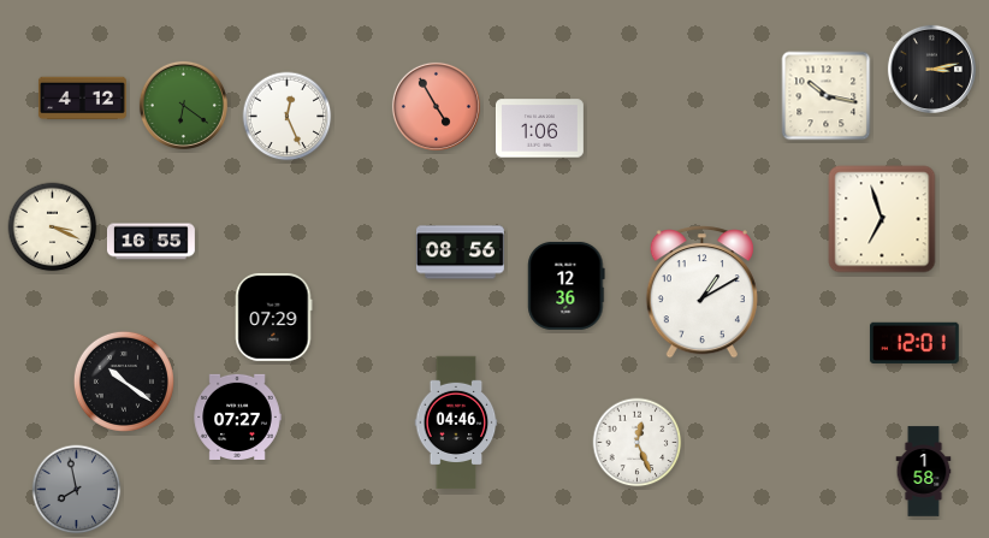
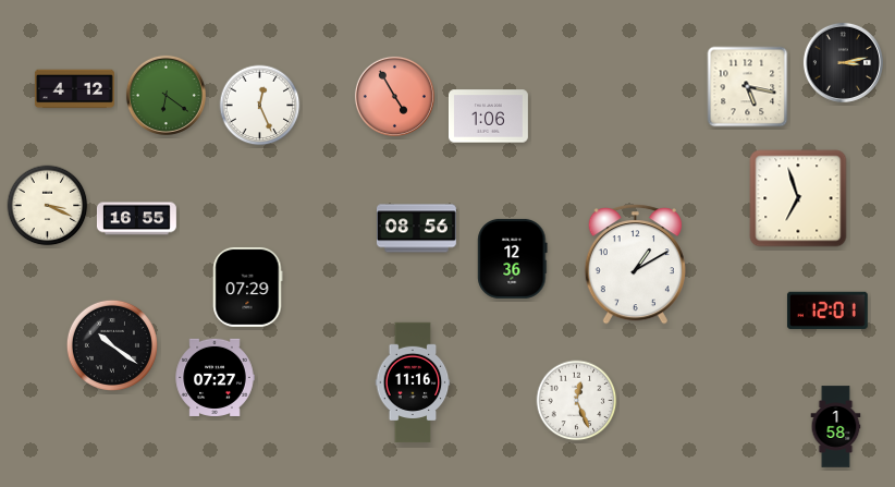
clock at (827, 96): 10:17 -> 5:17
clock at (456, 422): 04:46 -> 11:16
clock at (77, 490): 7:58 -> none
